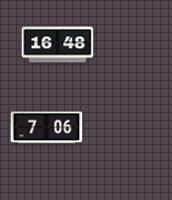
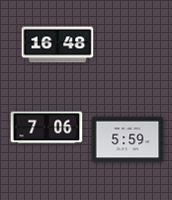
clock at (128, 140): none -> 5:59
